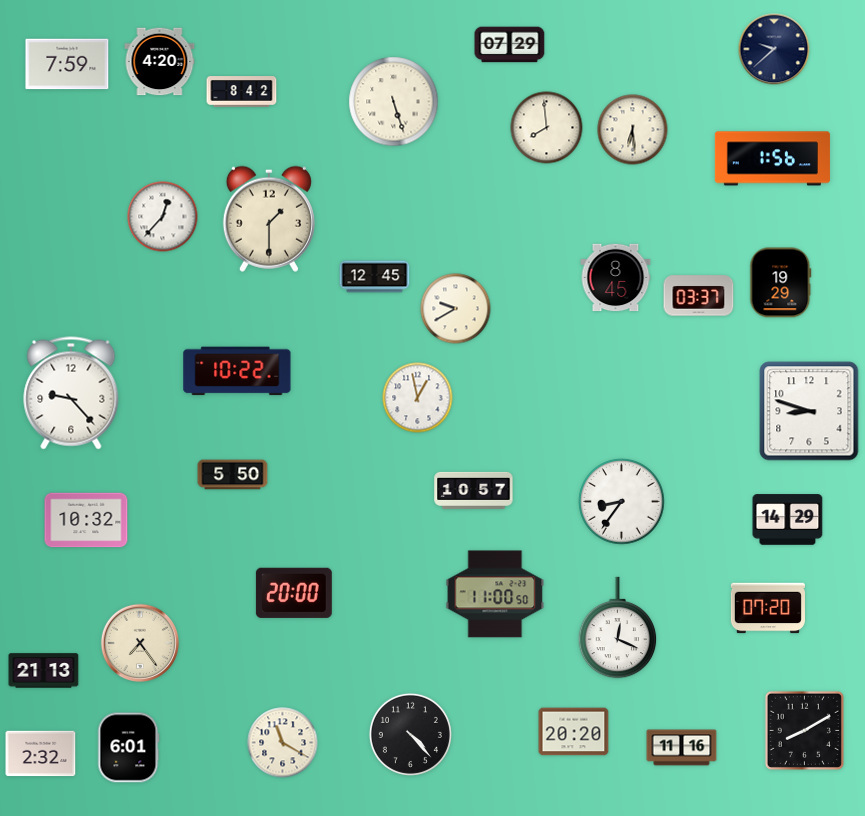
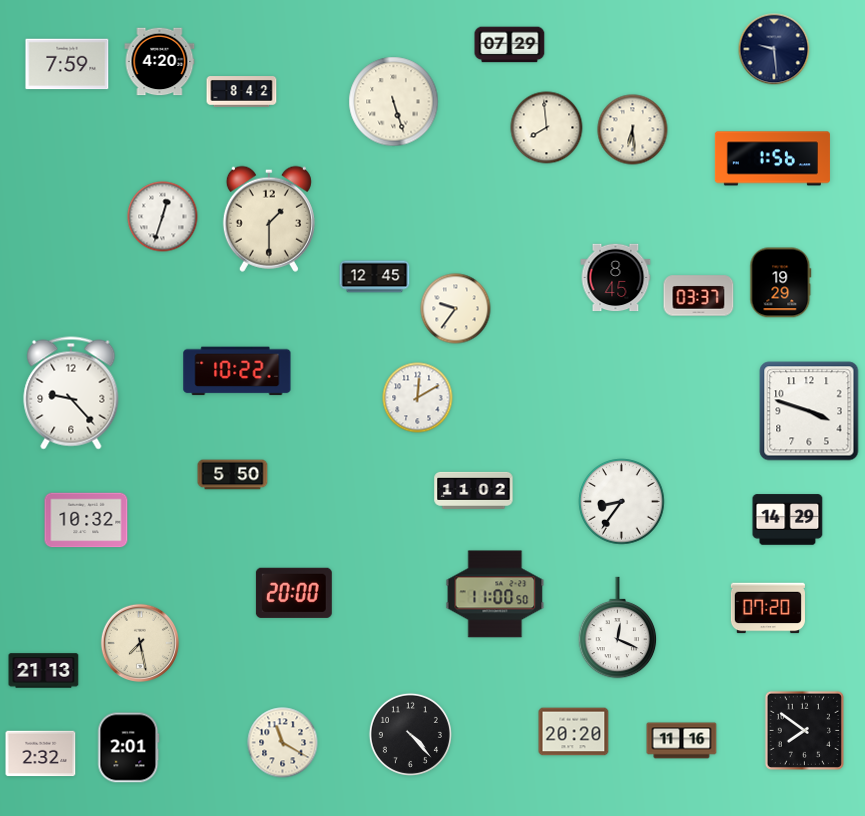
clock at (774, 49): 9:38 -> 9:29
clock at (163, 217): 12:37 -> 12:33
clock at (456, 309): 9:40 -> 9:36
clock at (418, 398): 12:58 -> 12:10
clock at (809, 411): 8:48 -> 3:48
clock at (474, 490): 10:57 -> 11:02
clock at (139, 642): 7:24 -> 7:28
clock at (804, 730): 8:10 -> 7:51
clock at (129, 748): 6:01 -> 2:01
clock at (682, 748) position: (682, 748) -> (682, 741)
